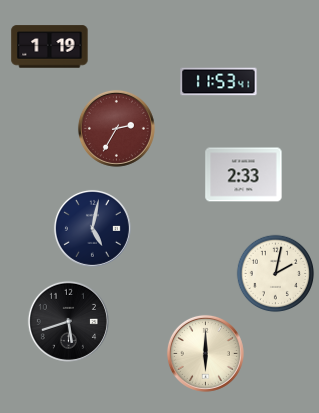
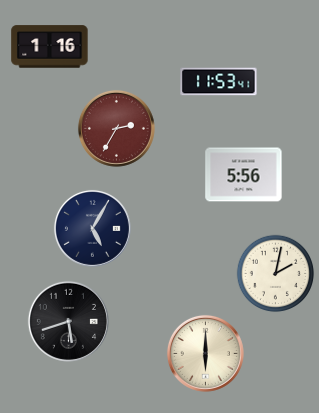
clock at (50, 47): 1:19 -> 1:16
clock at (244, 175): 2:33 -> 5:56
clock at (92, 228): 5:02 -> 5:05
